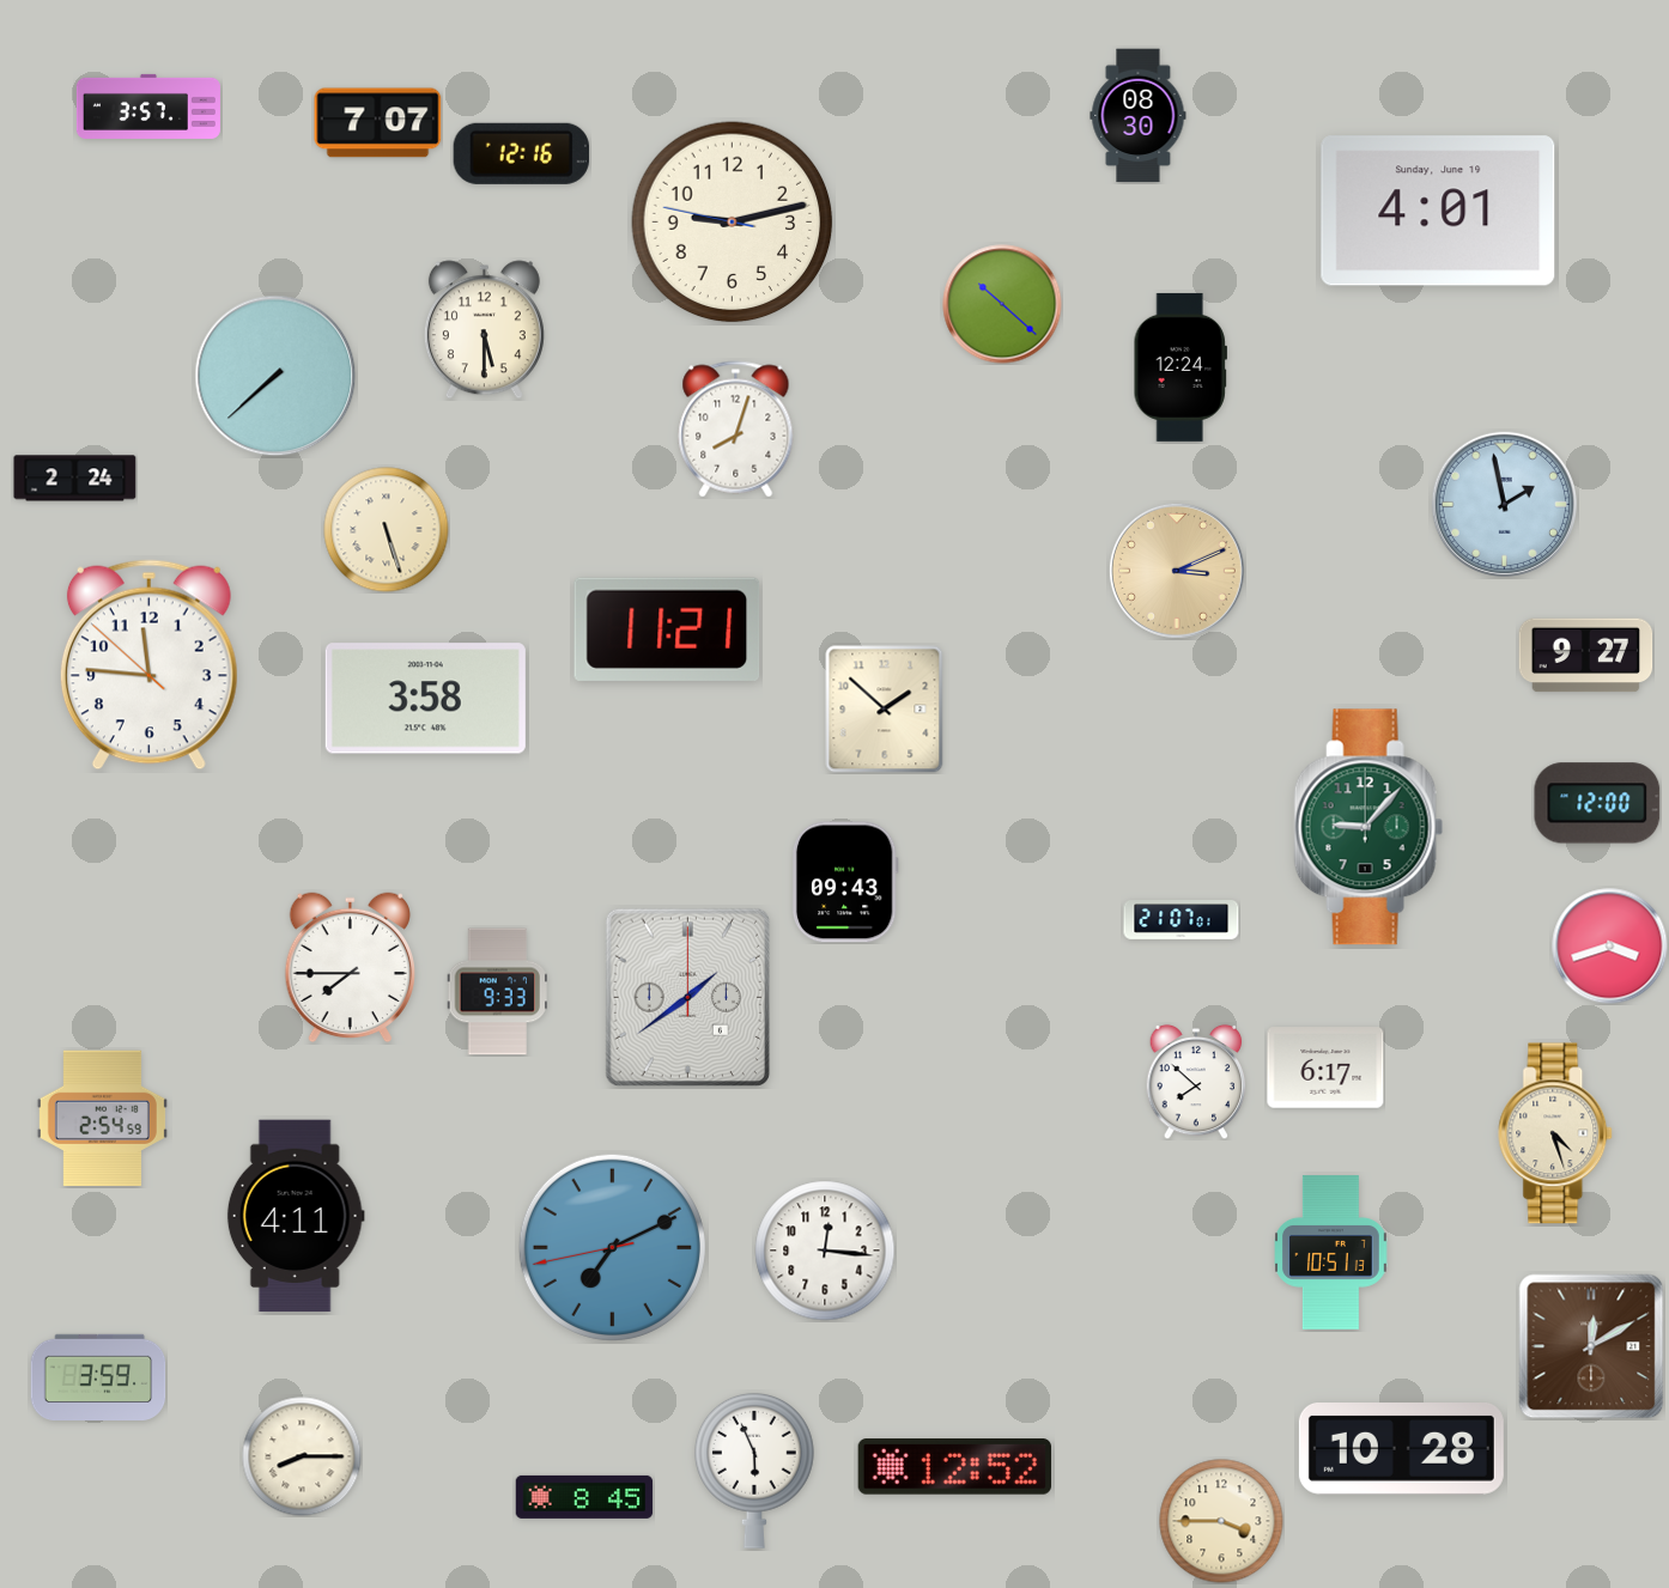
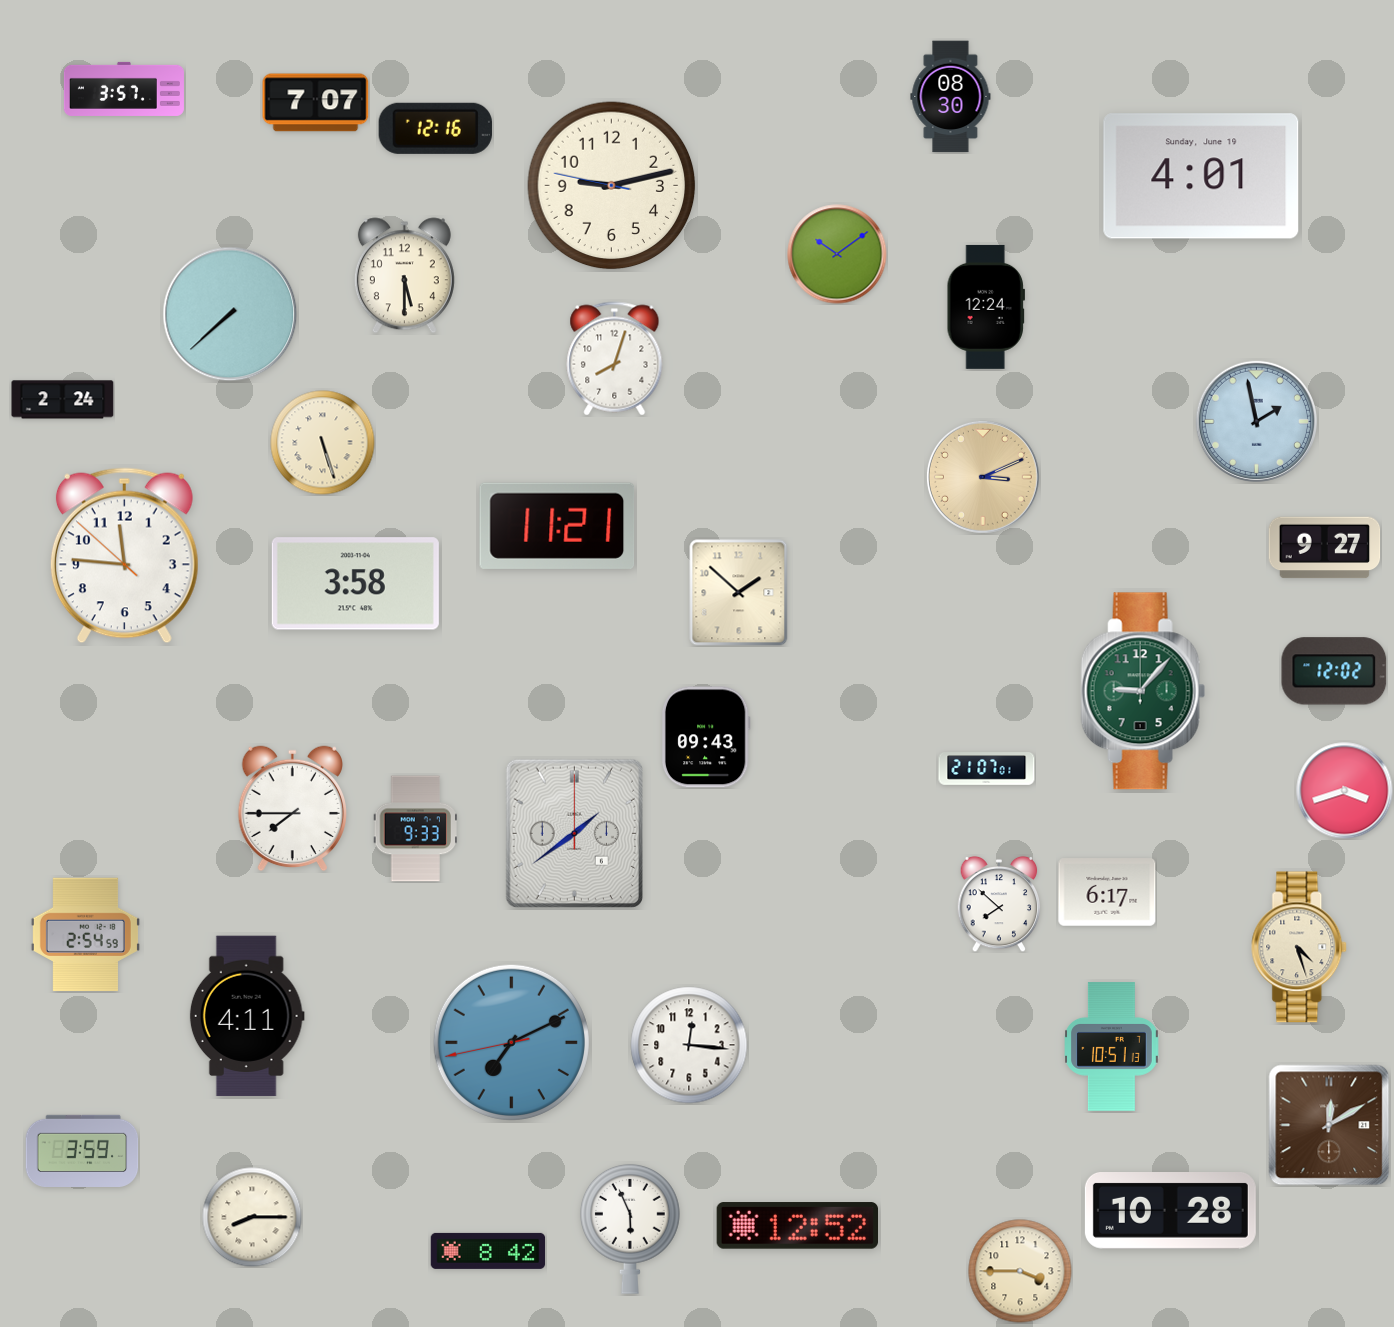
clock at (1002, 304): 10:22 -> 10:09
clock at (1597, 803): 12:00 -> 12:02
clock at (584, 1497): 8:45 -> 8:42
